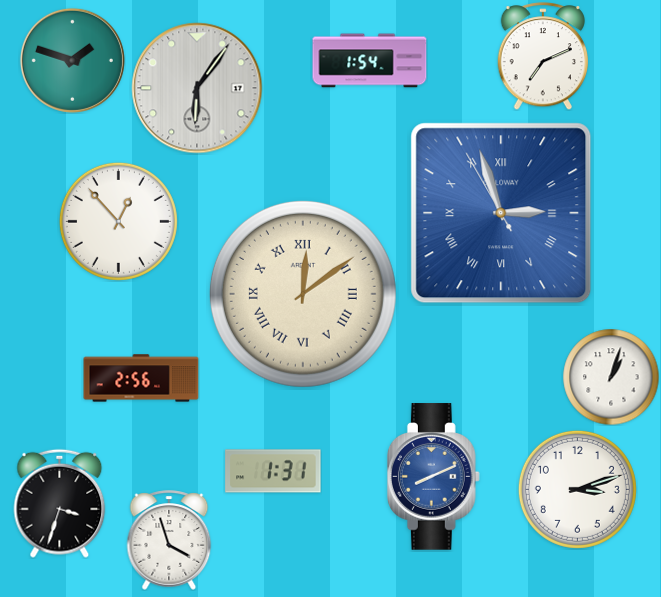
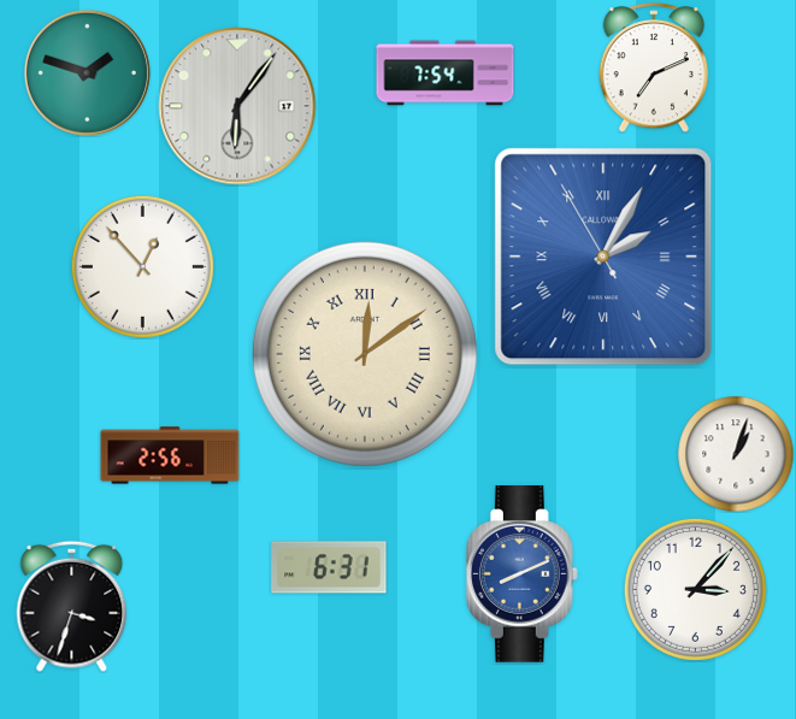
clock at (370, 61): 1:54 -> 7:54
clock at (501, 213): 2:56 -> 2:04
clock at (273, 471): 1:31 -> 6:31
clock at (577, 489): 3:12 -> 3:07
clock at (169, 540): 3:57 -> none
